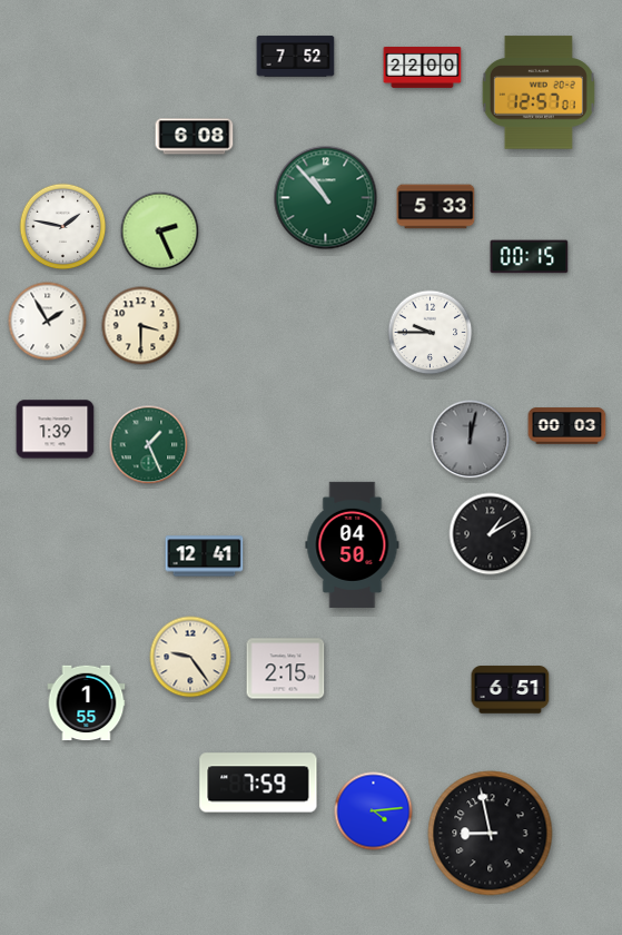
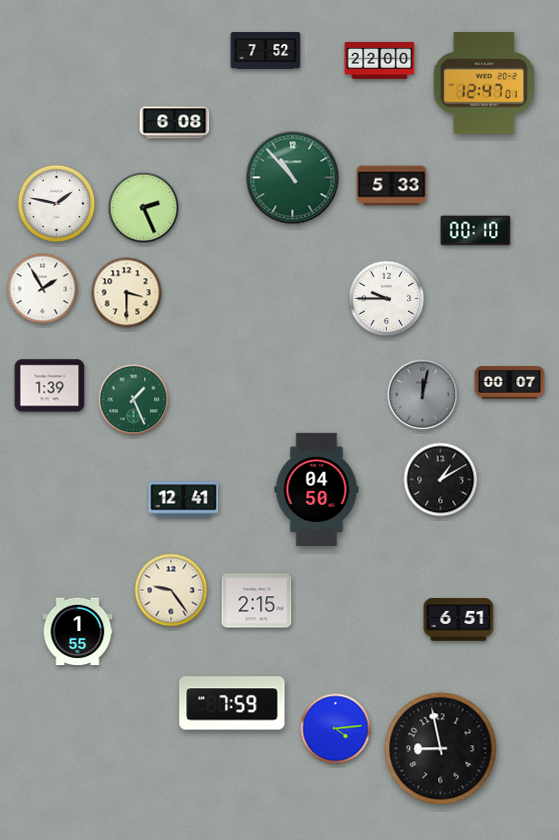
clock at (539, 92): 12:57 -> 12:47
clock at (530, 257): 00:15 -> 00:10
clock at (567, 426): 00:03 -> 00:07
